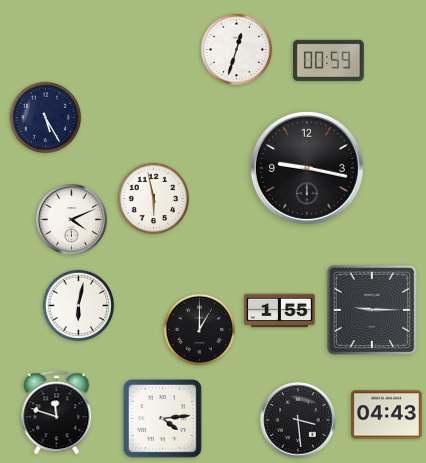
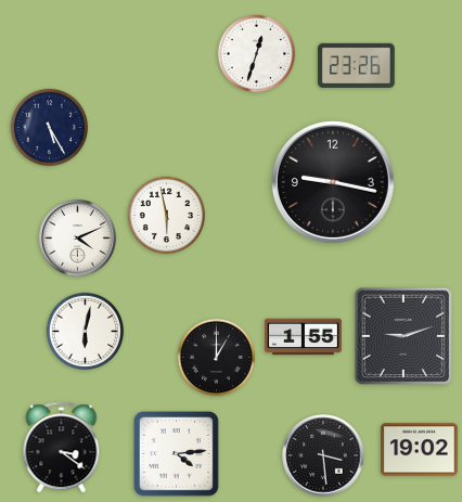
clock at (329, 60): 00:59 -> 23:26
clock at (371, 309): 9:15 -> 9:12
clock at (57, 413): 11:48 -> 3:21
clock at (387, 415): 04:43 -> 19:02
